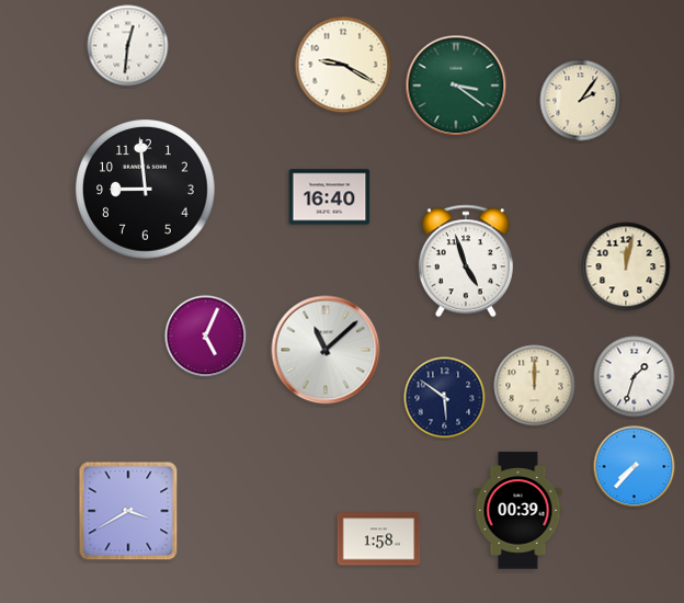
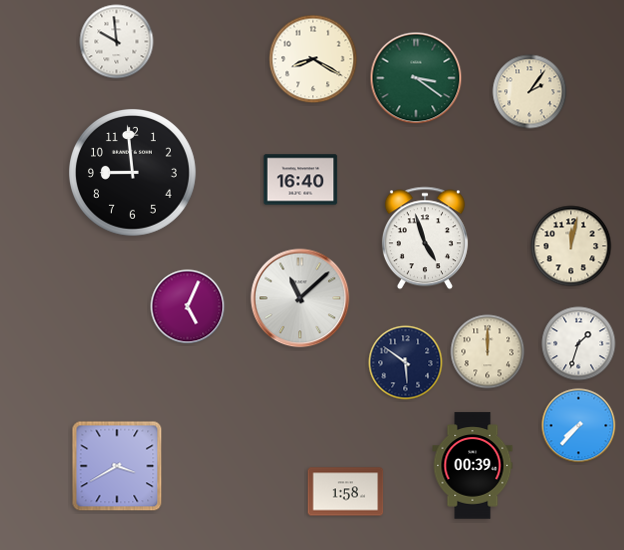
clock at (128, 46): 12:31 -> 9:59
clock at (343, 65): 9:20 -> 8:20
clock at (626, 266) position: (626, 266) -> (571, 246)
clock at (326, 350) position: (326, 350) -> (300, 298)
